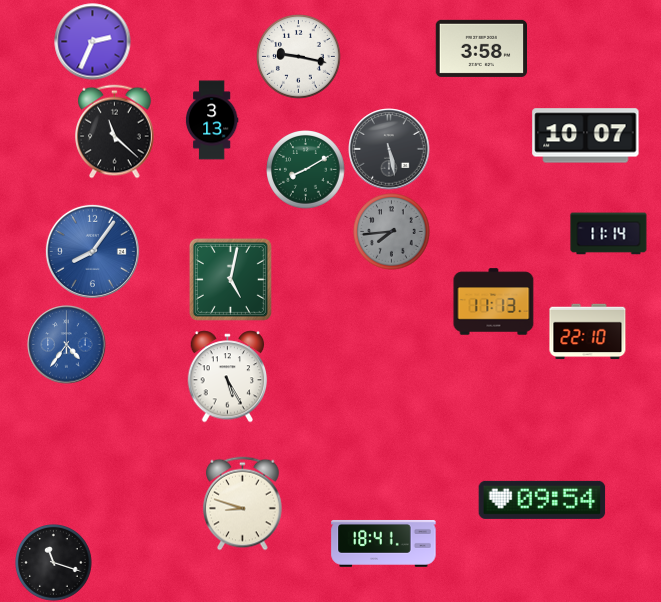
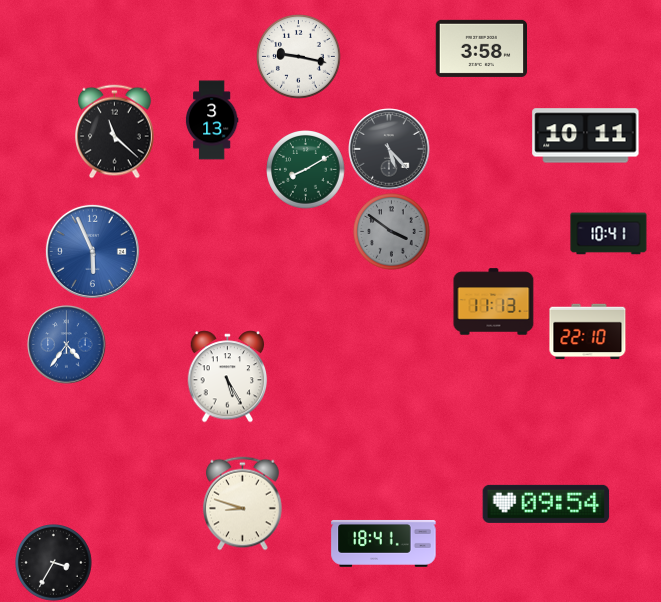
clock at (93, 42): 2:34 -> none
clock at (586, 136): 10:07 -> 10:11
clock at (389, 149): 5:28 -> 5:23
clock at (392, 232): 7:44 -> 3:51
clock at (609, 234): 11:14 -> 10:41
clock at (92, 251): 8:06 -> 5:56
clock at (230, 279): 5:02 -> none
clock at (542, 500) position: (542, 500) -> (546, 504)
clock at (54, 563): 11:18 -> 3:35
